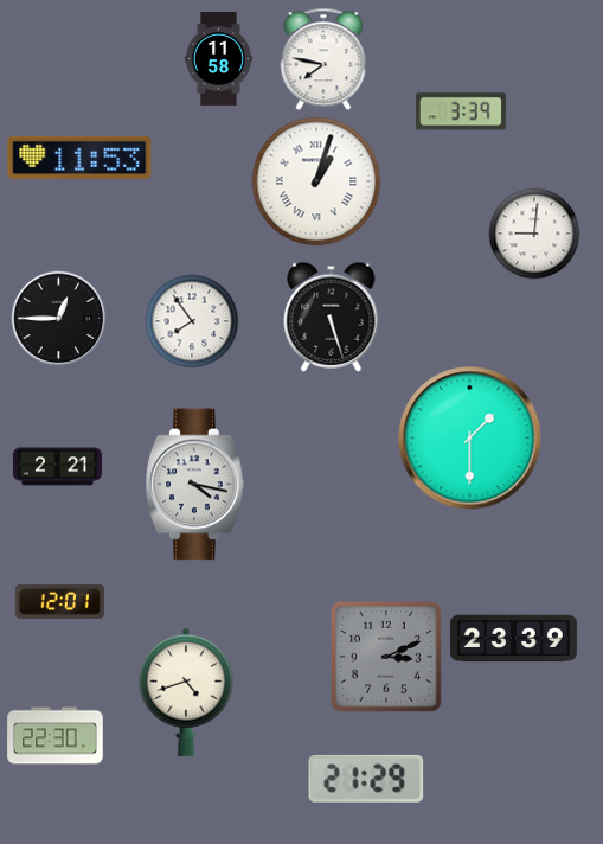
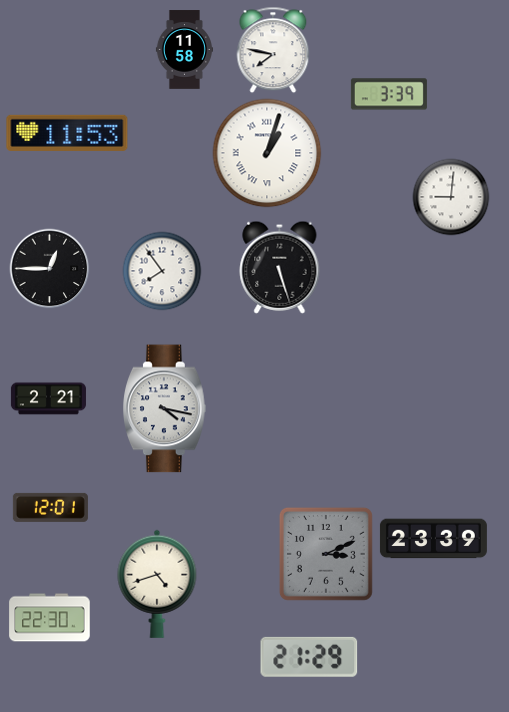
clock at (470, 439): 1:30 -> none
clock at (57, 467) position: (57, 467) -> (48, 399)
clock at (56, 736) position: (56, 736) -> (50, 618)
